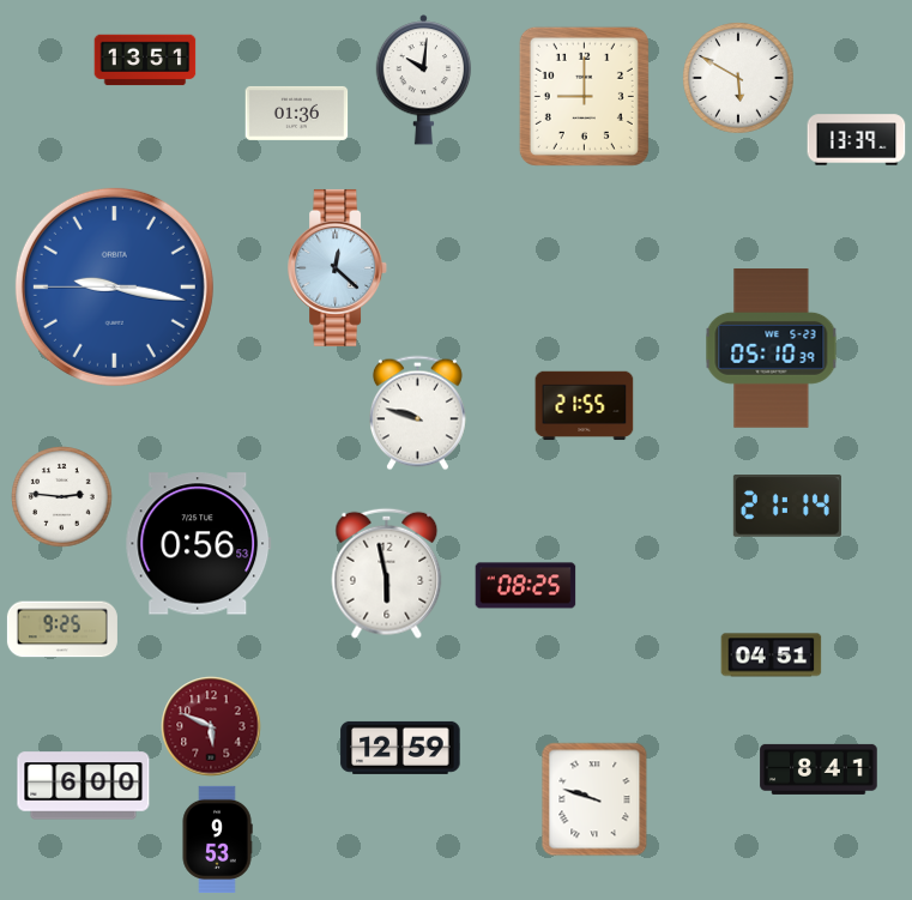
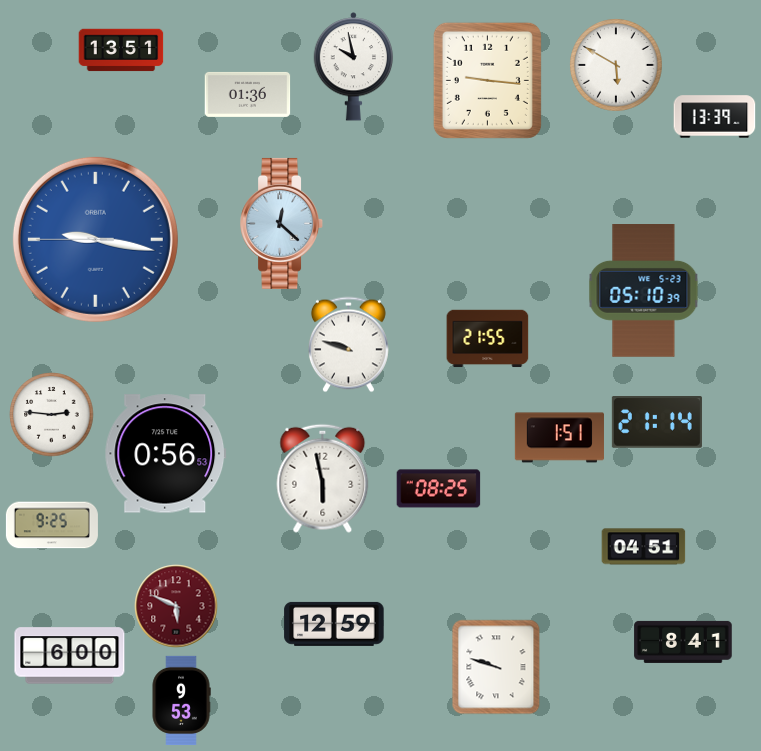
clock at (424, 80): 10:01 -> 9:58
clock at (584, 96): 9:00 -> 9:16
clock at (559, 438): none -> 1:51
